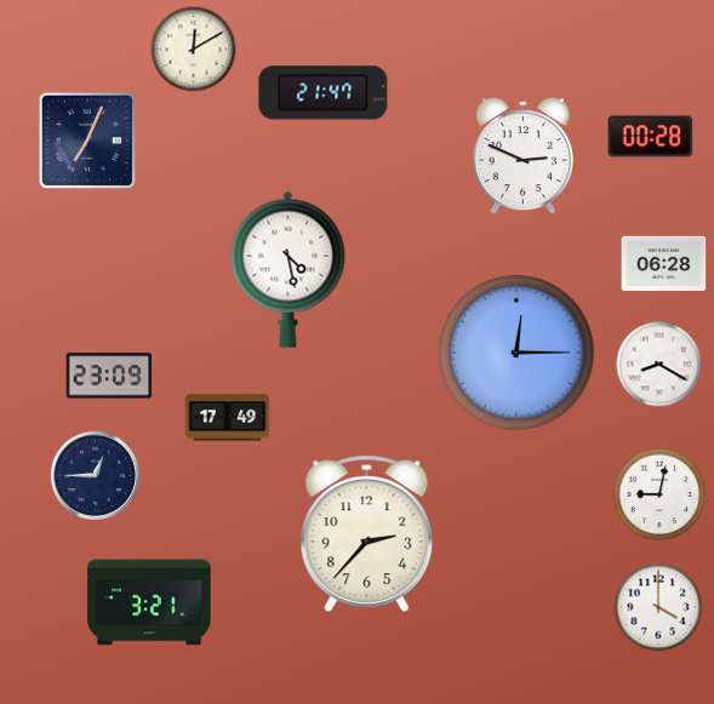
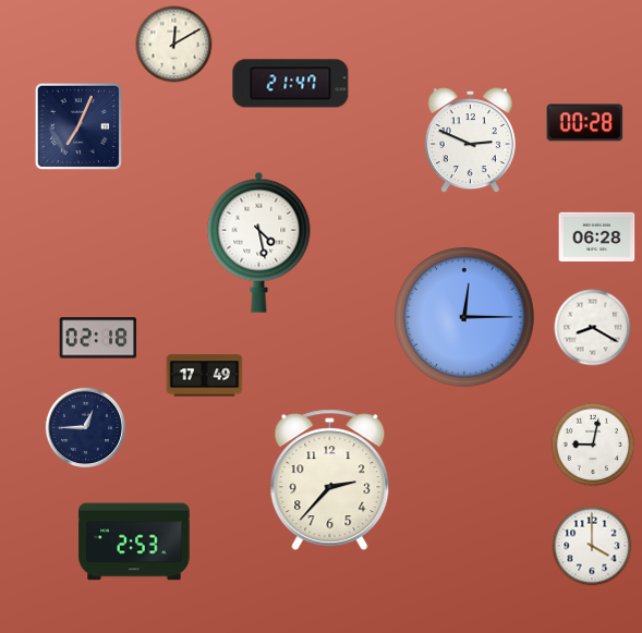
clock at (109, 376): 23:09 -> 02:18
clock at (149, 602): 3:21 -> 2:53
